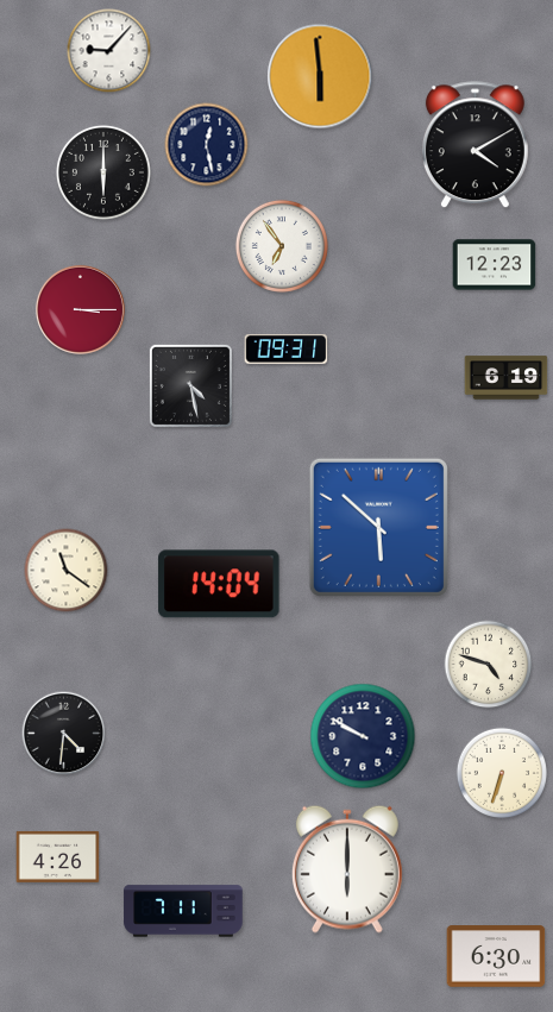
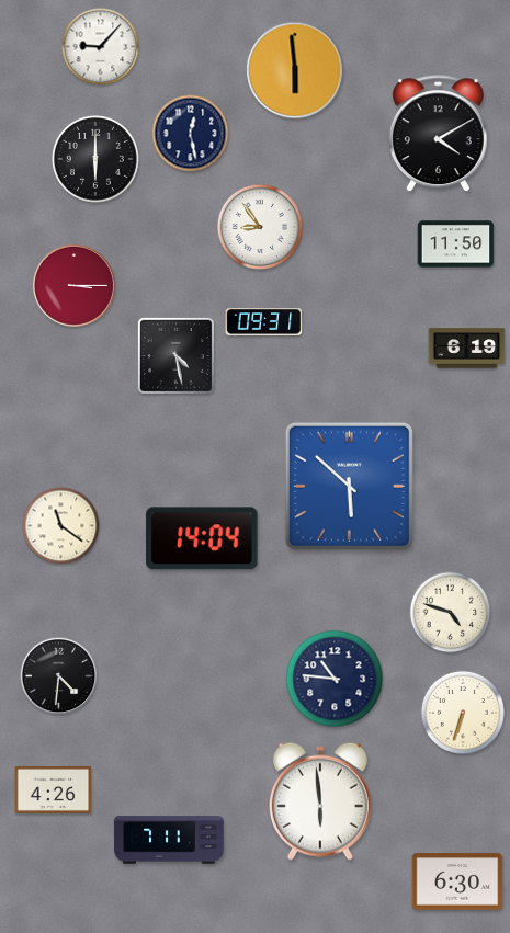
clock at (282, 246): 6:54 -> 8:54
clock at (495, 265): 12:23 -> 11:50
clock at (363, 736): 9:50 -> 10:46
clock at (347, 869): 6:00 -> 5:59
